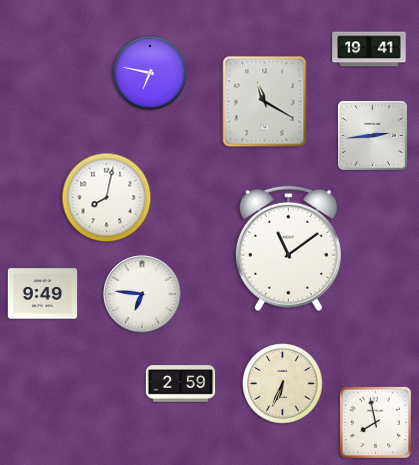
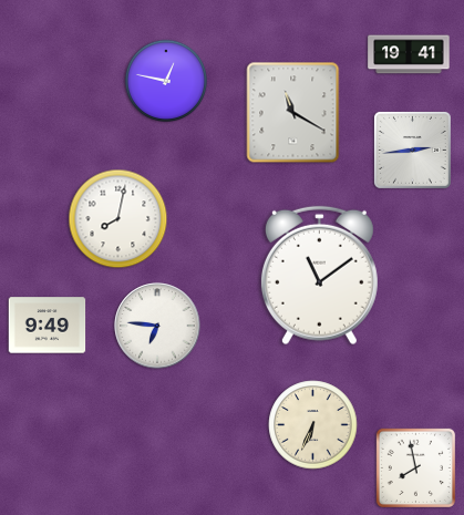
clock at (149, 72): 6:47 -> 12:47
clock at (181, 384): 2:59 -> none
